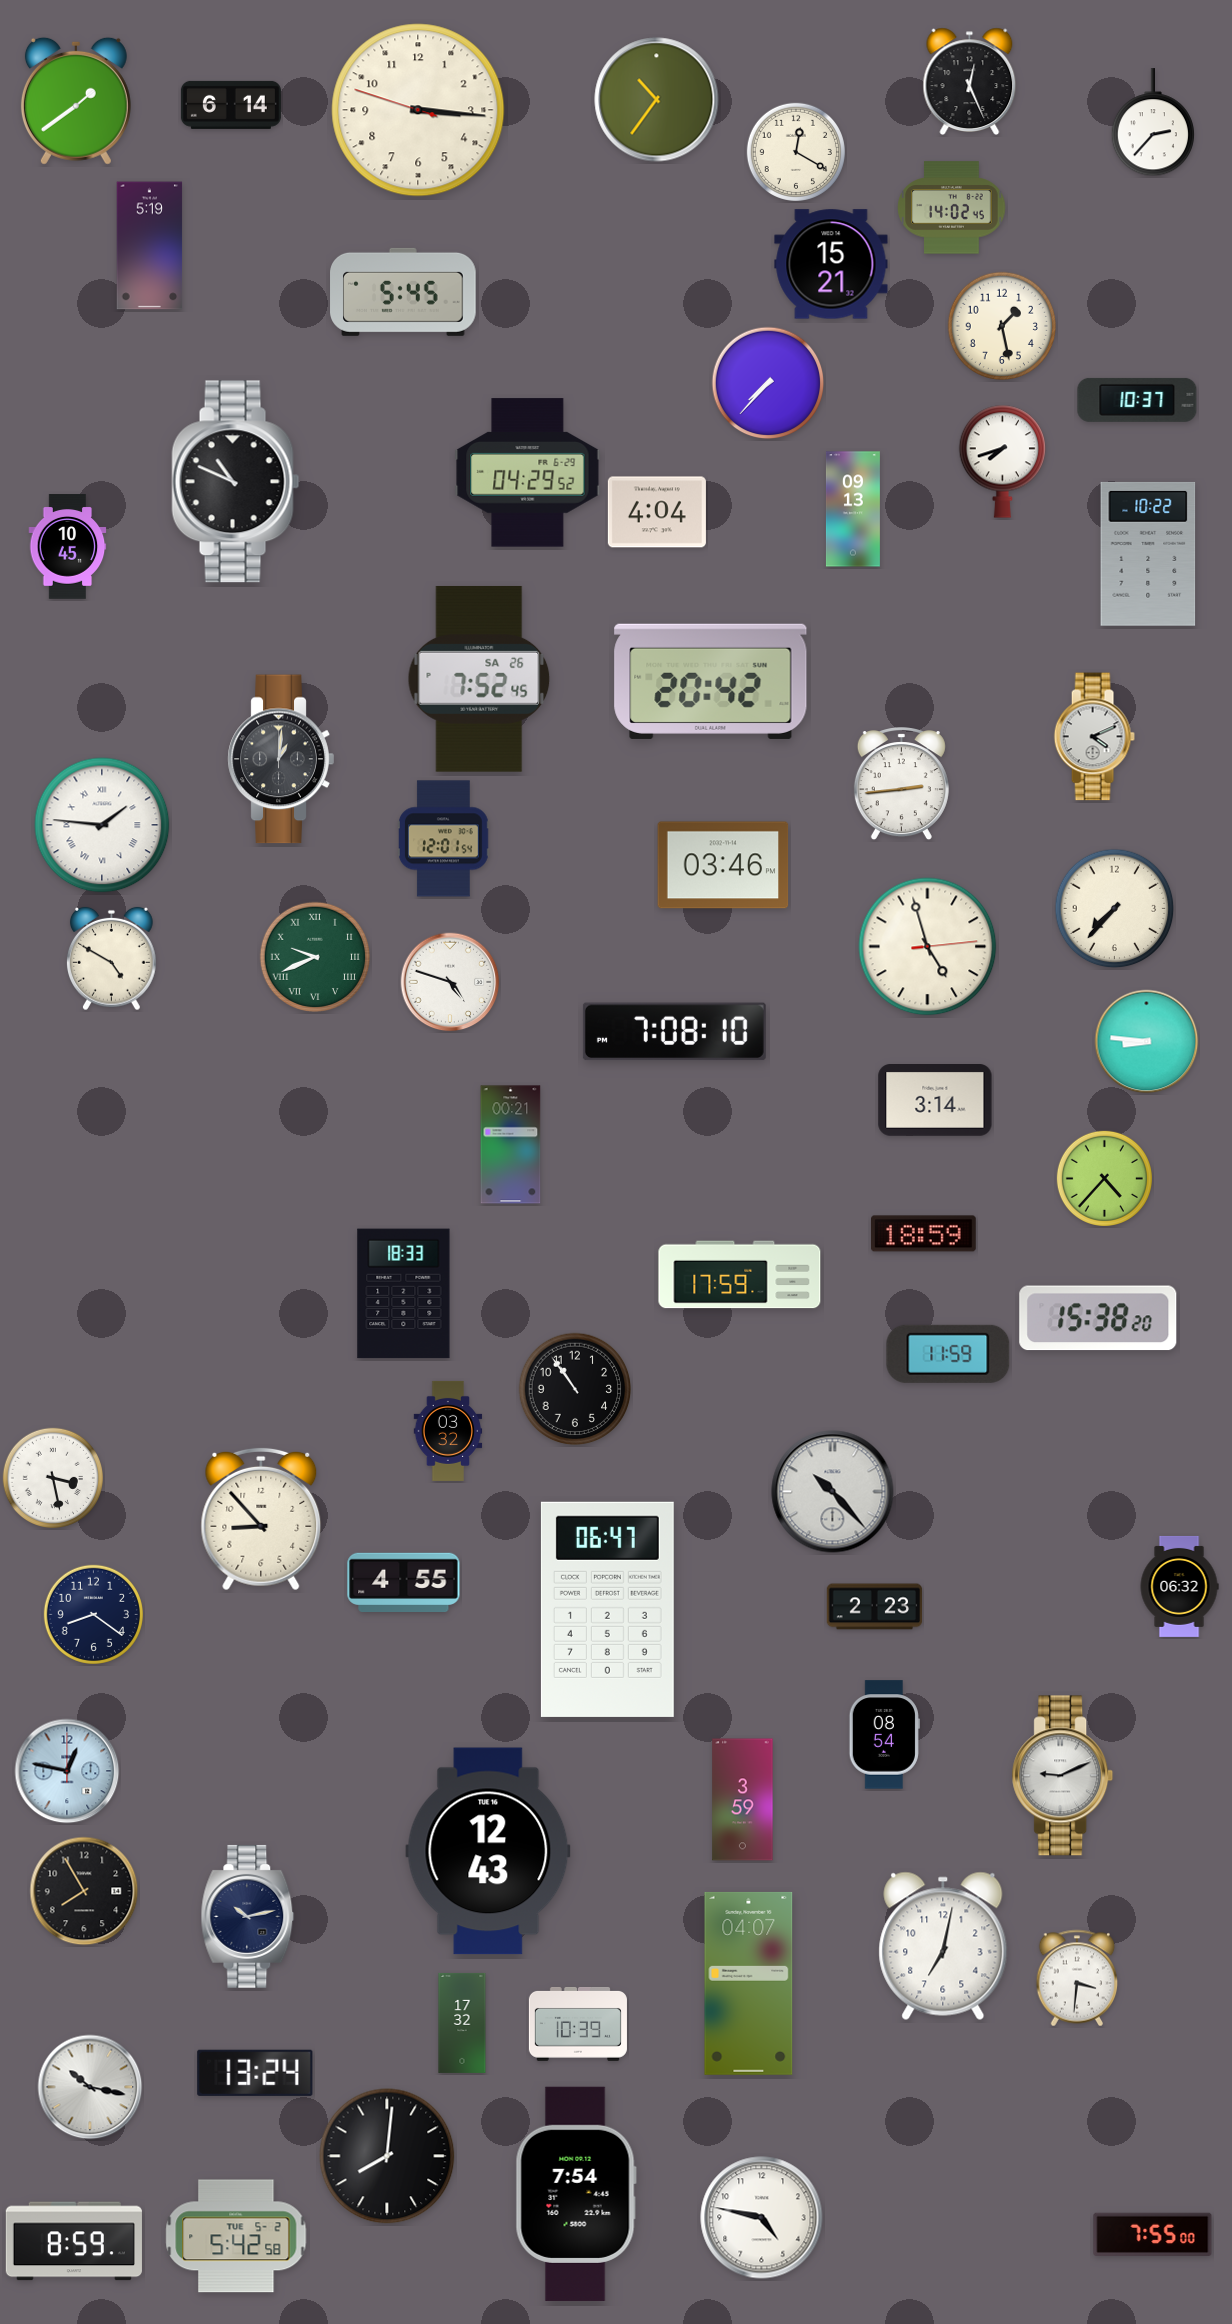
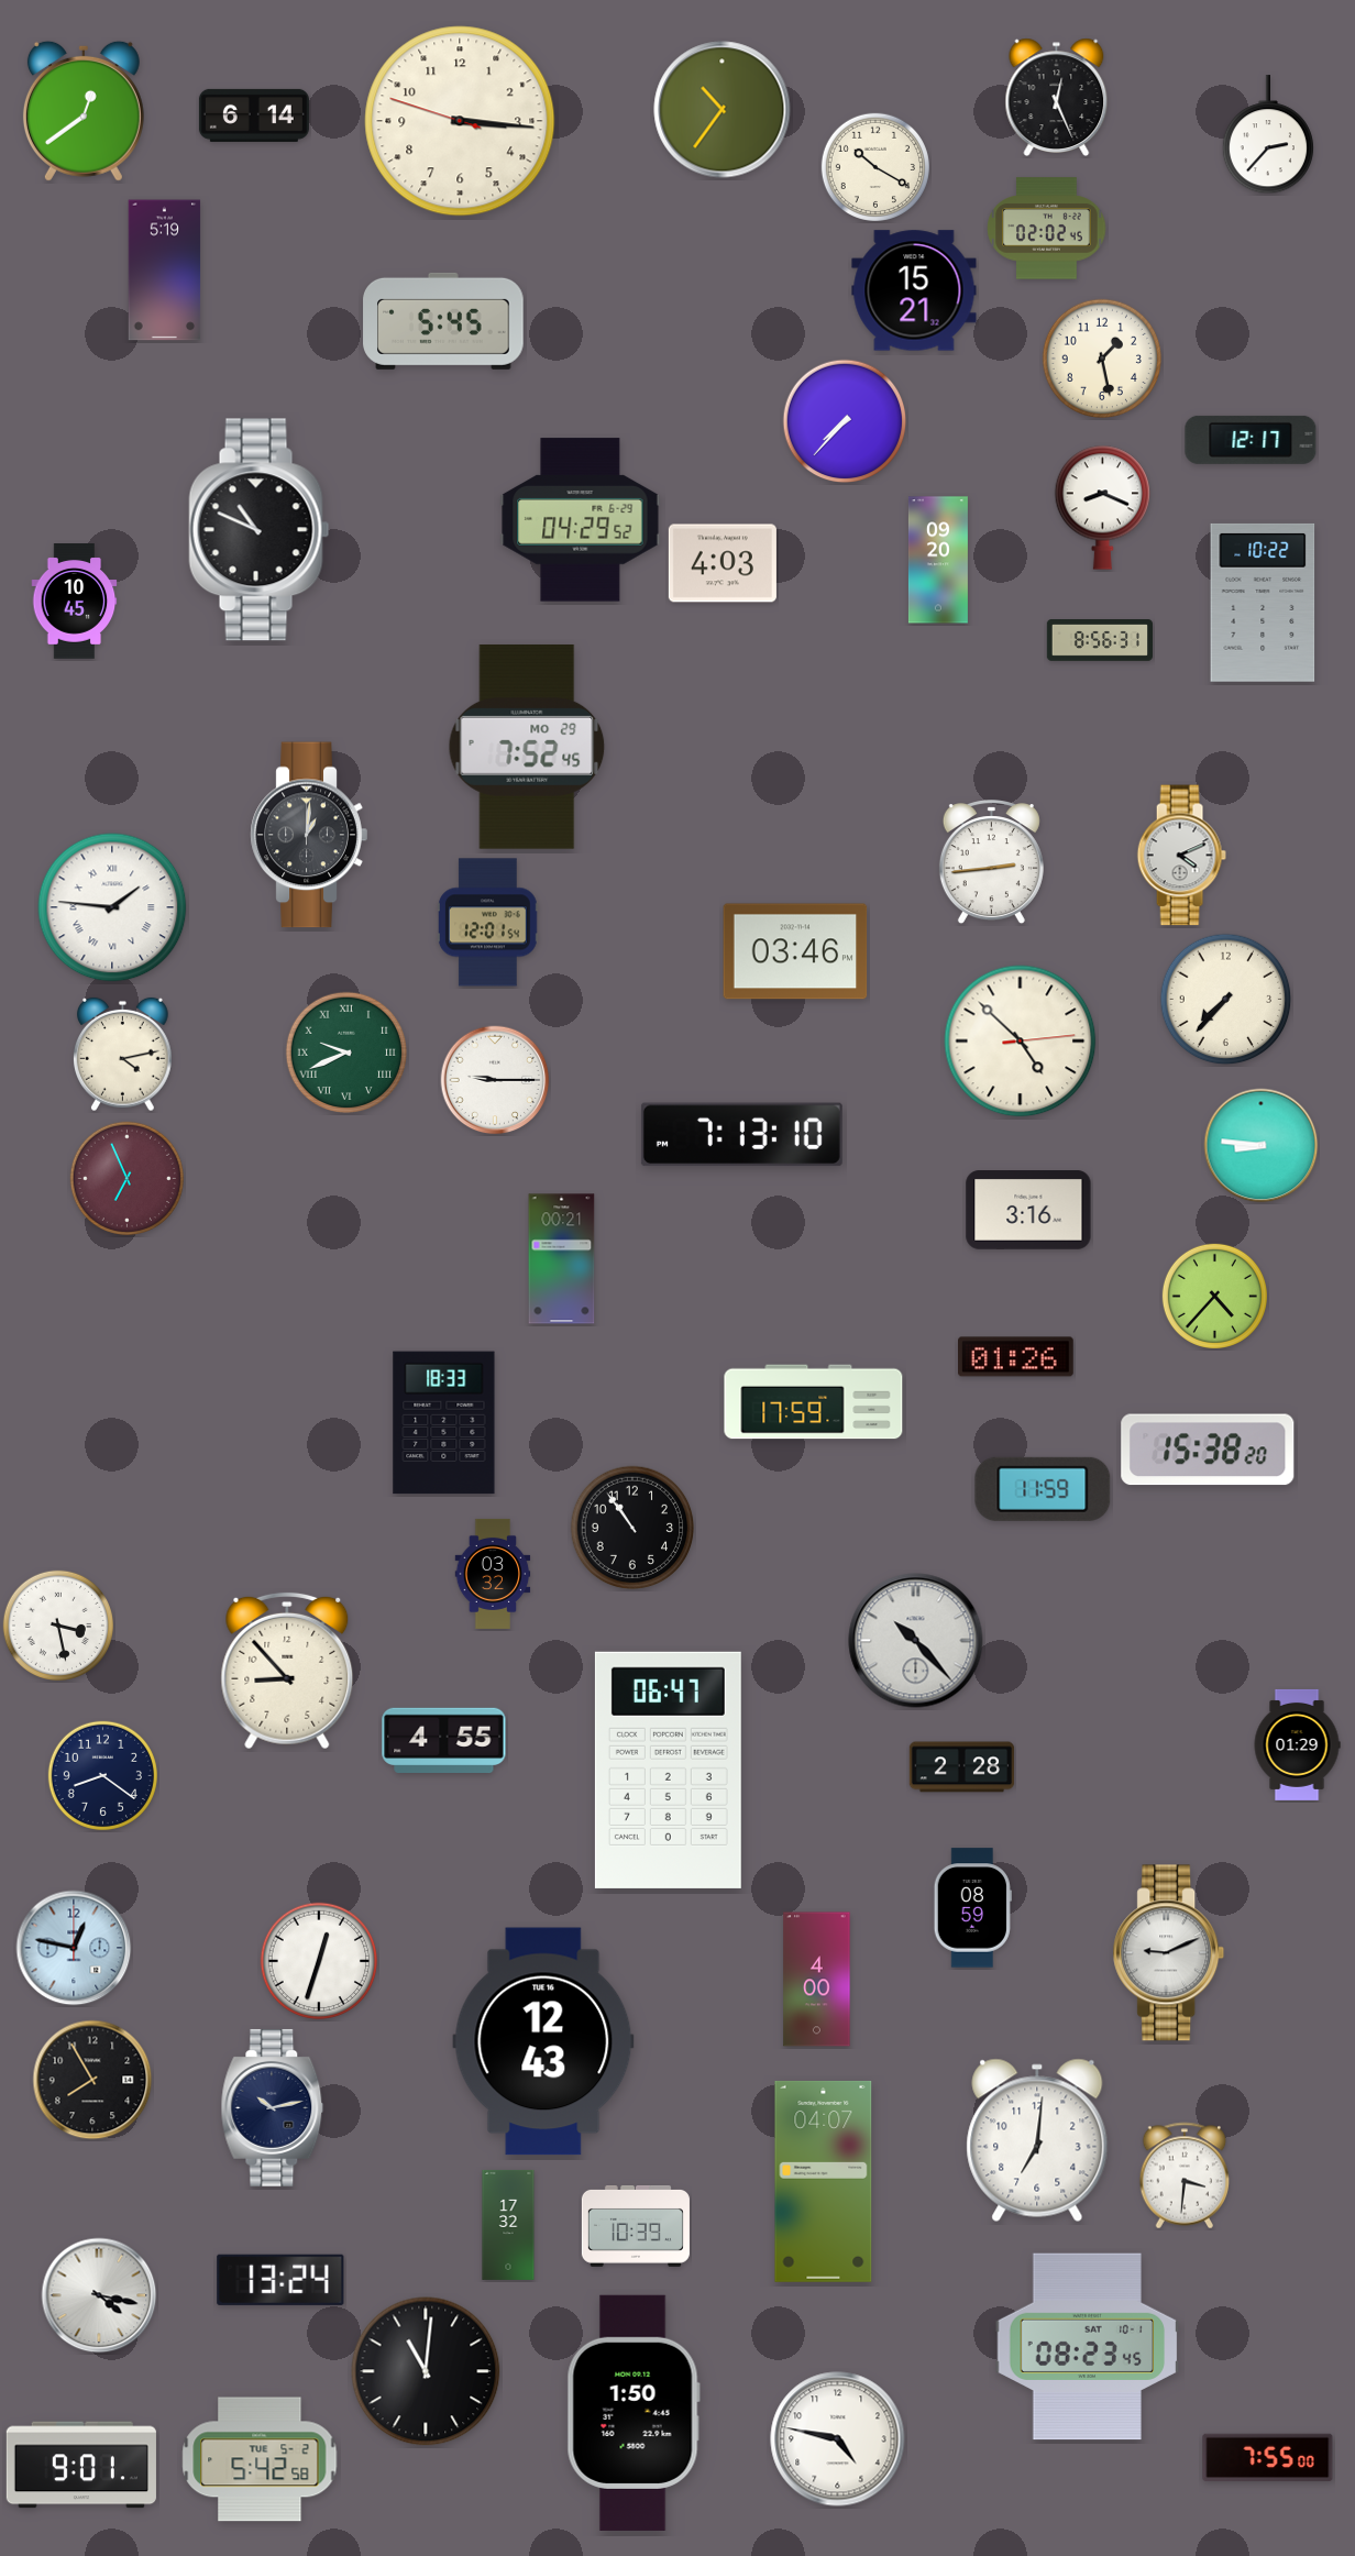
clock at (970, 81) position: (970, 81) -> (1057, 97)
clock at (76, 101): 1:39 -> 12:39
clock at (796, 152): 12:20 -> 10:20
clock at (952, 208): 14:02 -> 02:02
clock at (1137, 400): 10:37 -> 12:17
clock at (1002, 461): 7:42 -> 8:19
clock at (853, 509): 09:13 -> 09:20
clock at (657, 512): 4:04 -> 4:03
clock at (1148, 554) position: (1148, 554) -> (1263, 603)
clock at (1099, 641): none -> 8:56
clock at (479, 679) date: SA 26 -> MO 29
clock at (711, 681): 20:42 -> none
clock at (1094, 737) position: (1094, 737) -> (1181, 856)
clock at (928, 947): 4:57 -> 4:52
clock at (112, 959): 4:50 -> 4:13
clock at (450, 982): 4:48 -> 9:15
clock at (674, 1032): 7:08 -> 7:13
clock at (126, 1178): none -> 6:56
clock at (935, 1101): 3:14 -> 3:16
clock at (924, 1234): 18:59 -> 01:26
clock at (1179, 1586): 06:32 -> 01:29
clock at (875, 1607): 2:23 -> 2:28
clock at (884, 1735): 08:54 -> 08:59
clock at (319, 1961): none -> 12:33
clock at (743, 1800): 3:59 -> 4:00
clock at (488, 1851) position: (488, 1851) -> (543, 2041)
clock at (943, 1946): 7:02 -> 7:01
clock at (90, 2087): 10:17 -> 4:17
clock at (1088, 2347): none -> 08:23
clock at (387, 2156): 8:01 -> 11:01
clock at (576, 2194): 7:54 -> 1:50
clock at (74, 2241): 8:59 -> 9:01
